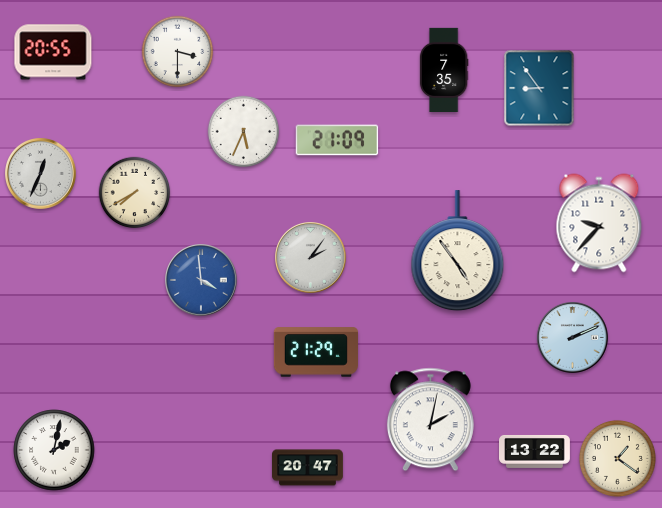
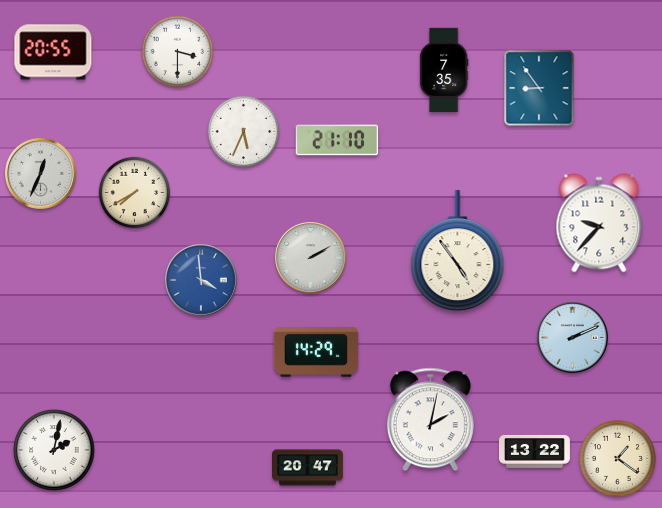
clock at (337, 140): 21:09 -> 21:10
clock at (311, 258): 2:06 -> 2:10
clock at (316, 352): 21:29 -> 14:29
